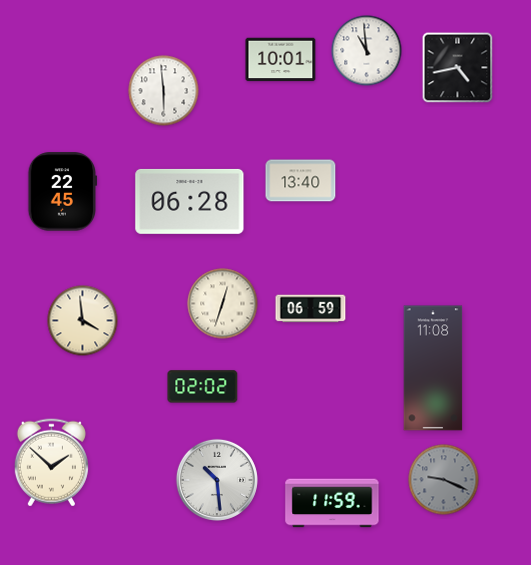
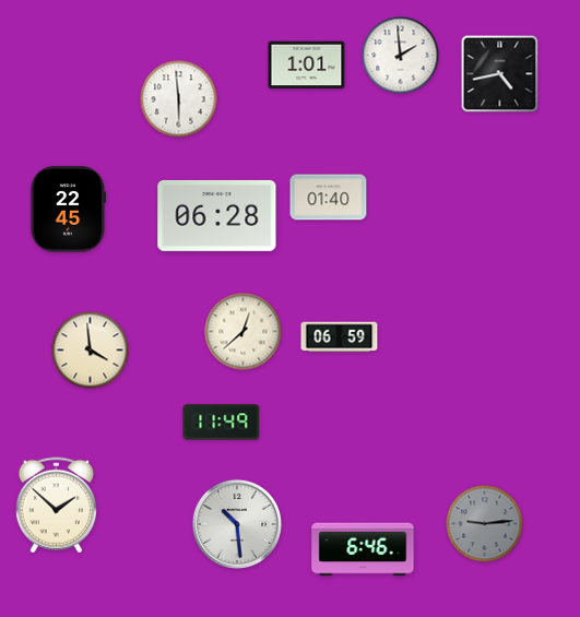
clock at (367, 51): 10:59 -> 1:59
clock at (281, 60): 10:01 -> 1:01
clock at (301, 181): 13:40 -> 01:40
clock at (190, 201) position: (190, 201) -> (217, 215)
clock at (223, 304): 12:33 -> 12:38
clock at (433, 368): 11:08 -> none
clock at (203, 387): 02:02 -> 11:49
clock at (444, 480): 9:19 -> 9:14
clock at (332, 503): 11:59 -> 6:46
